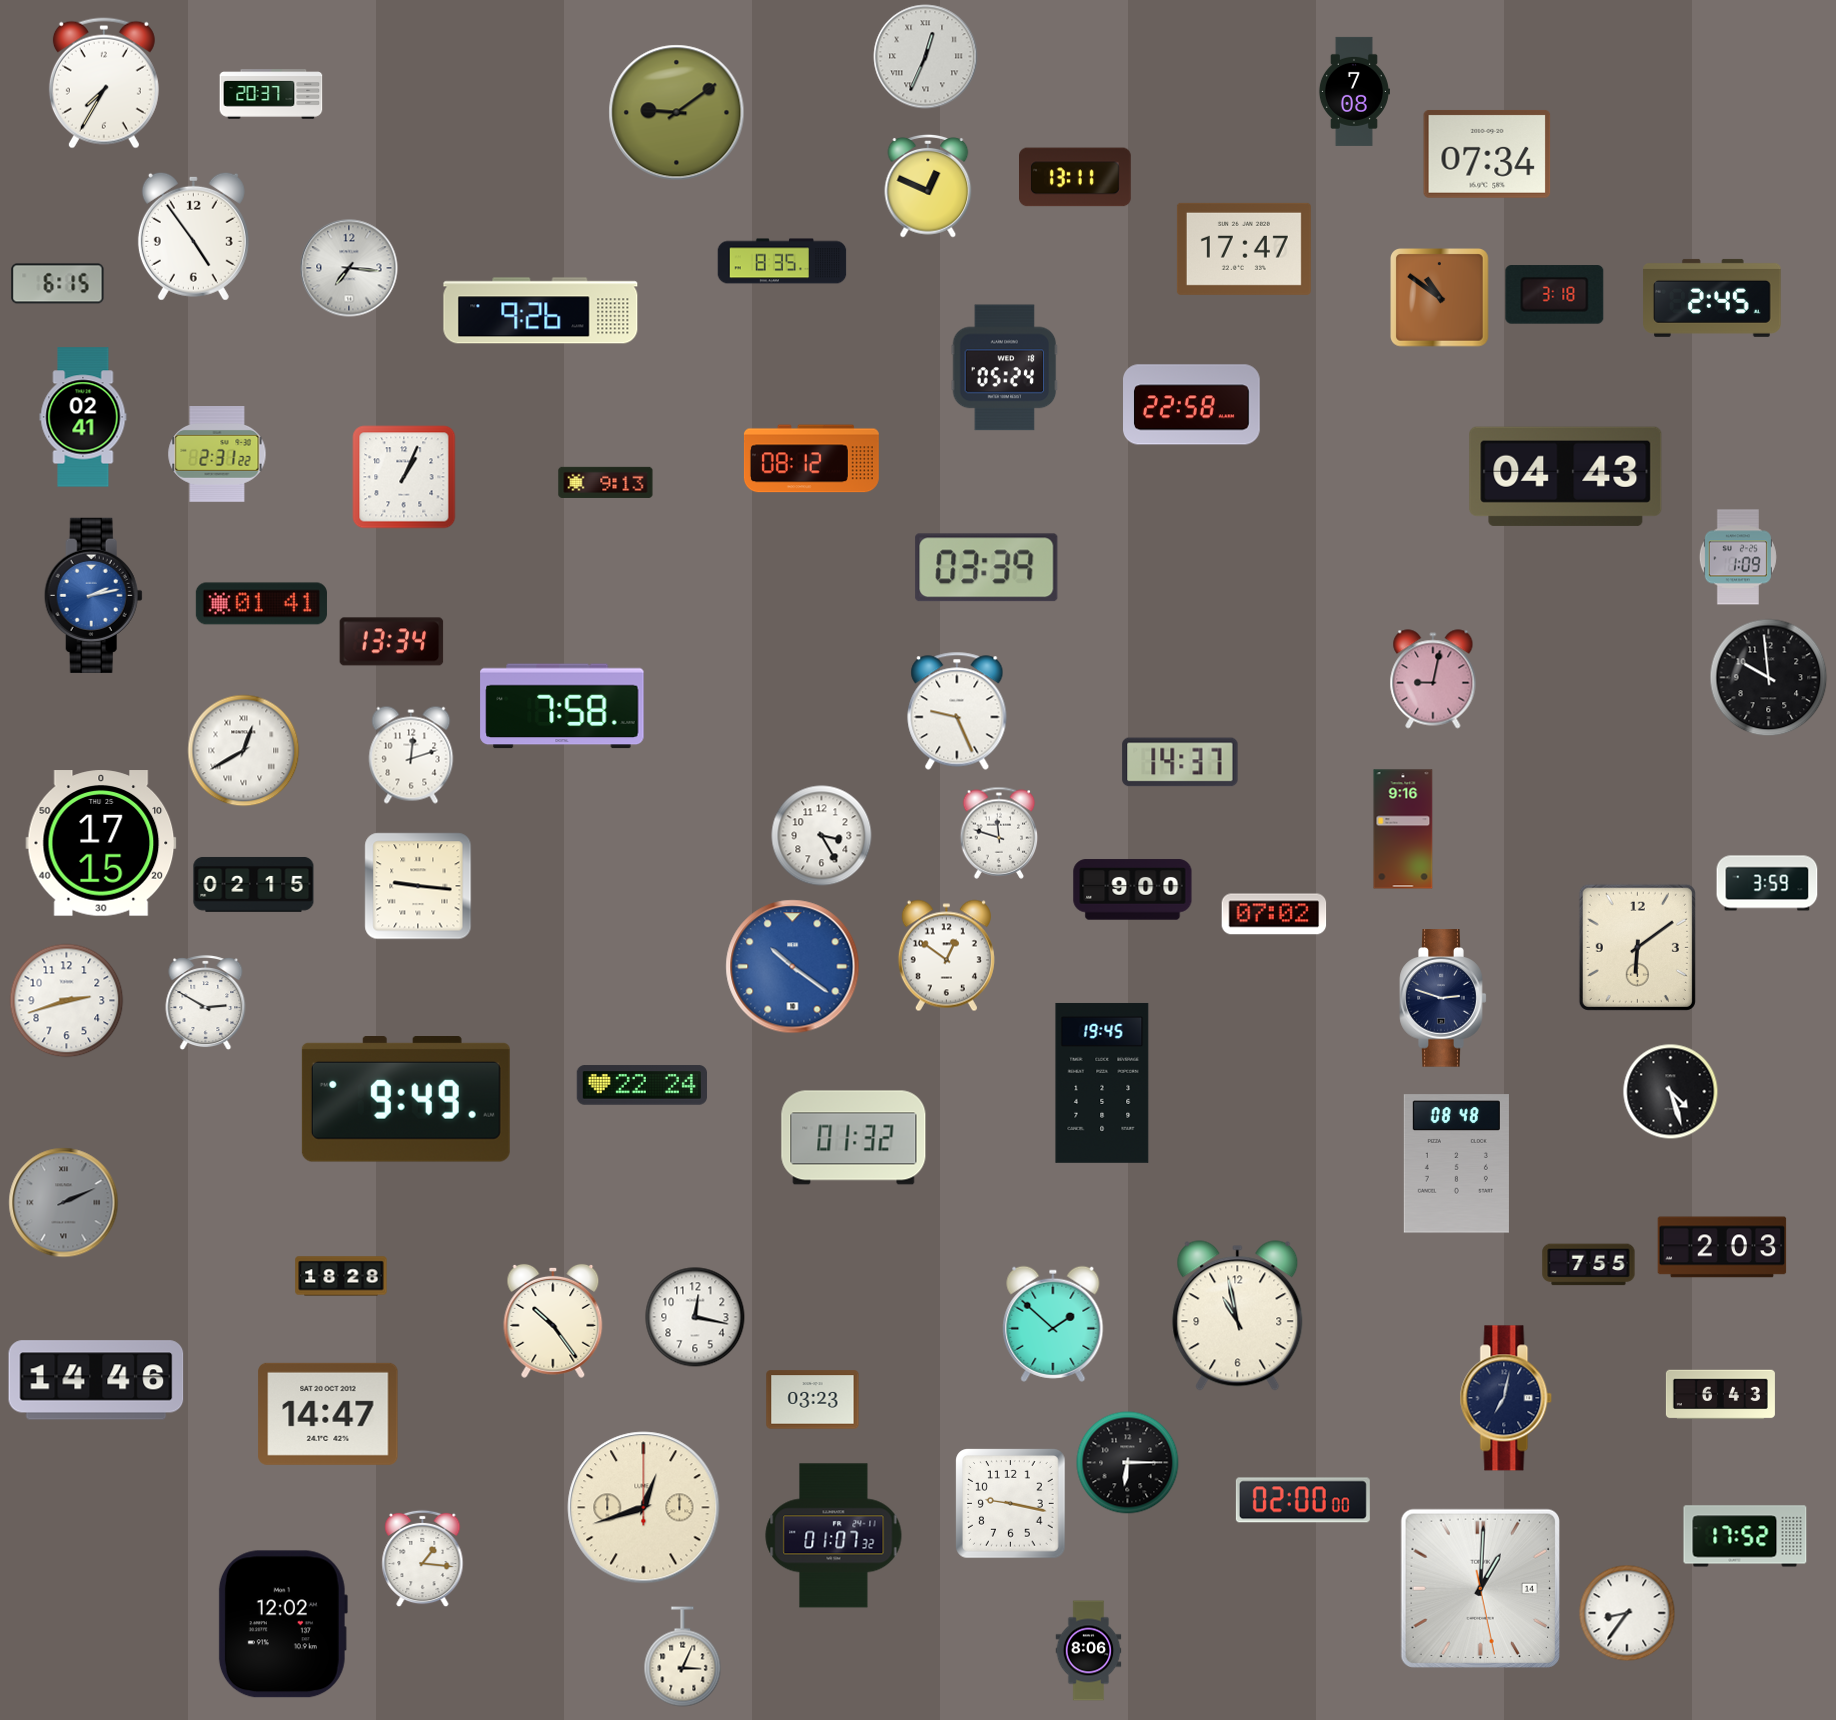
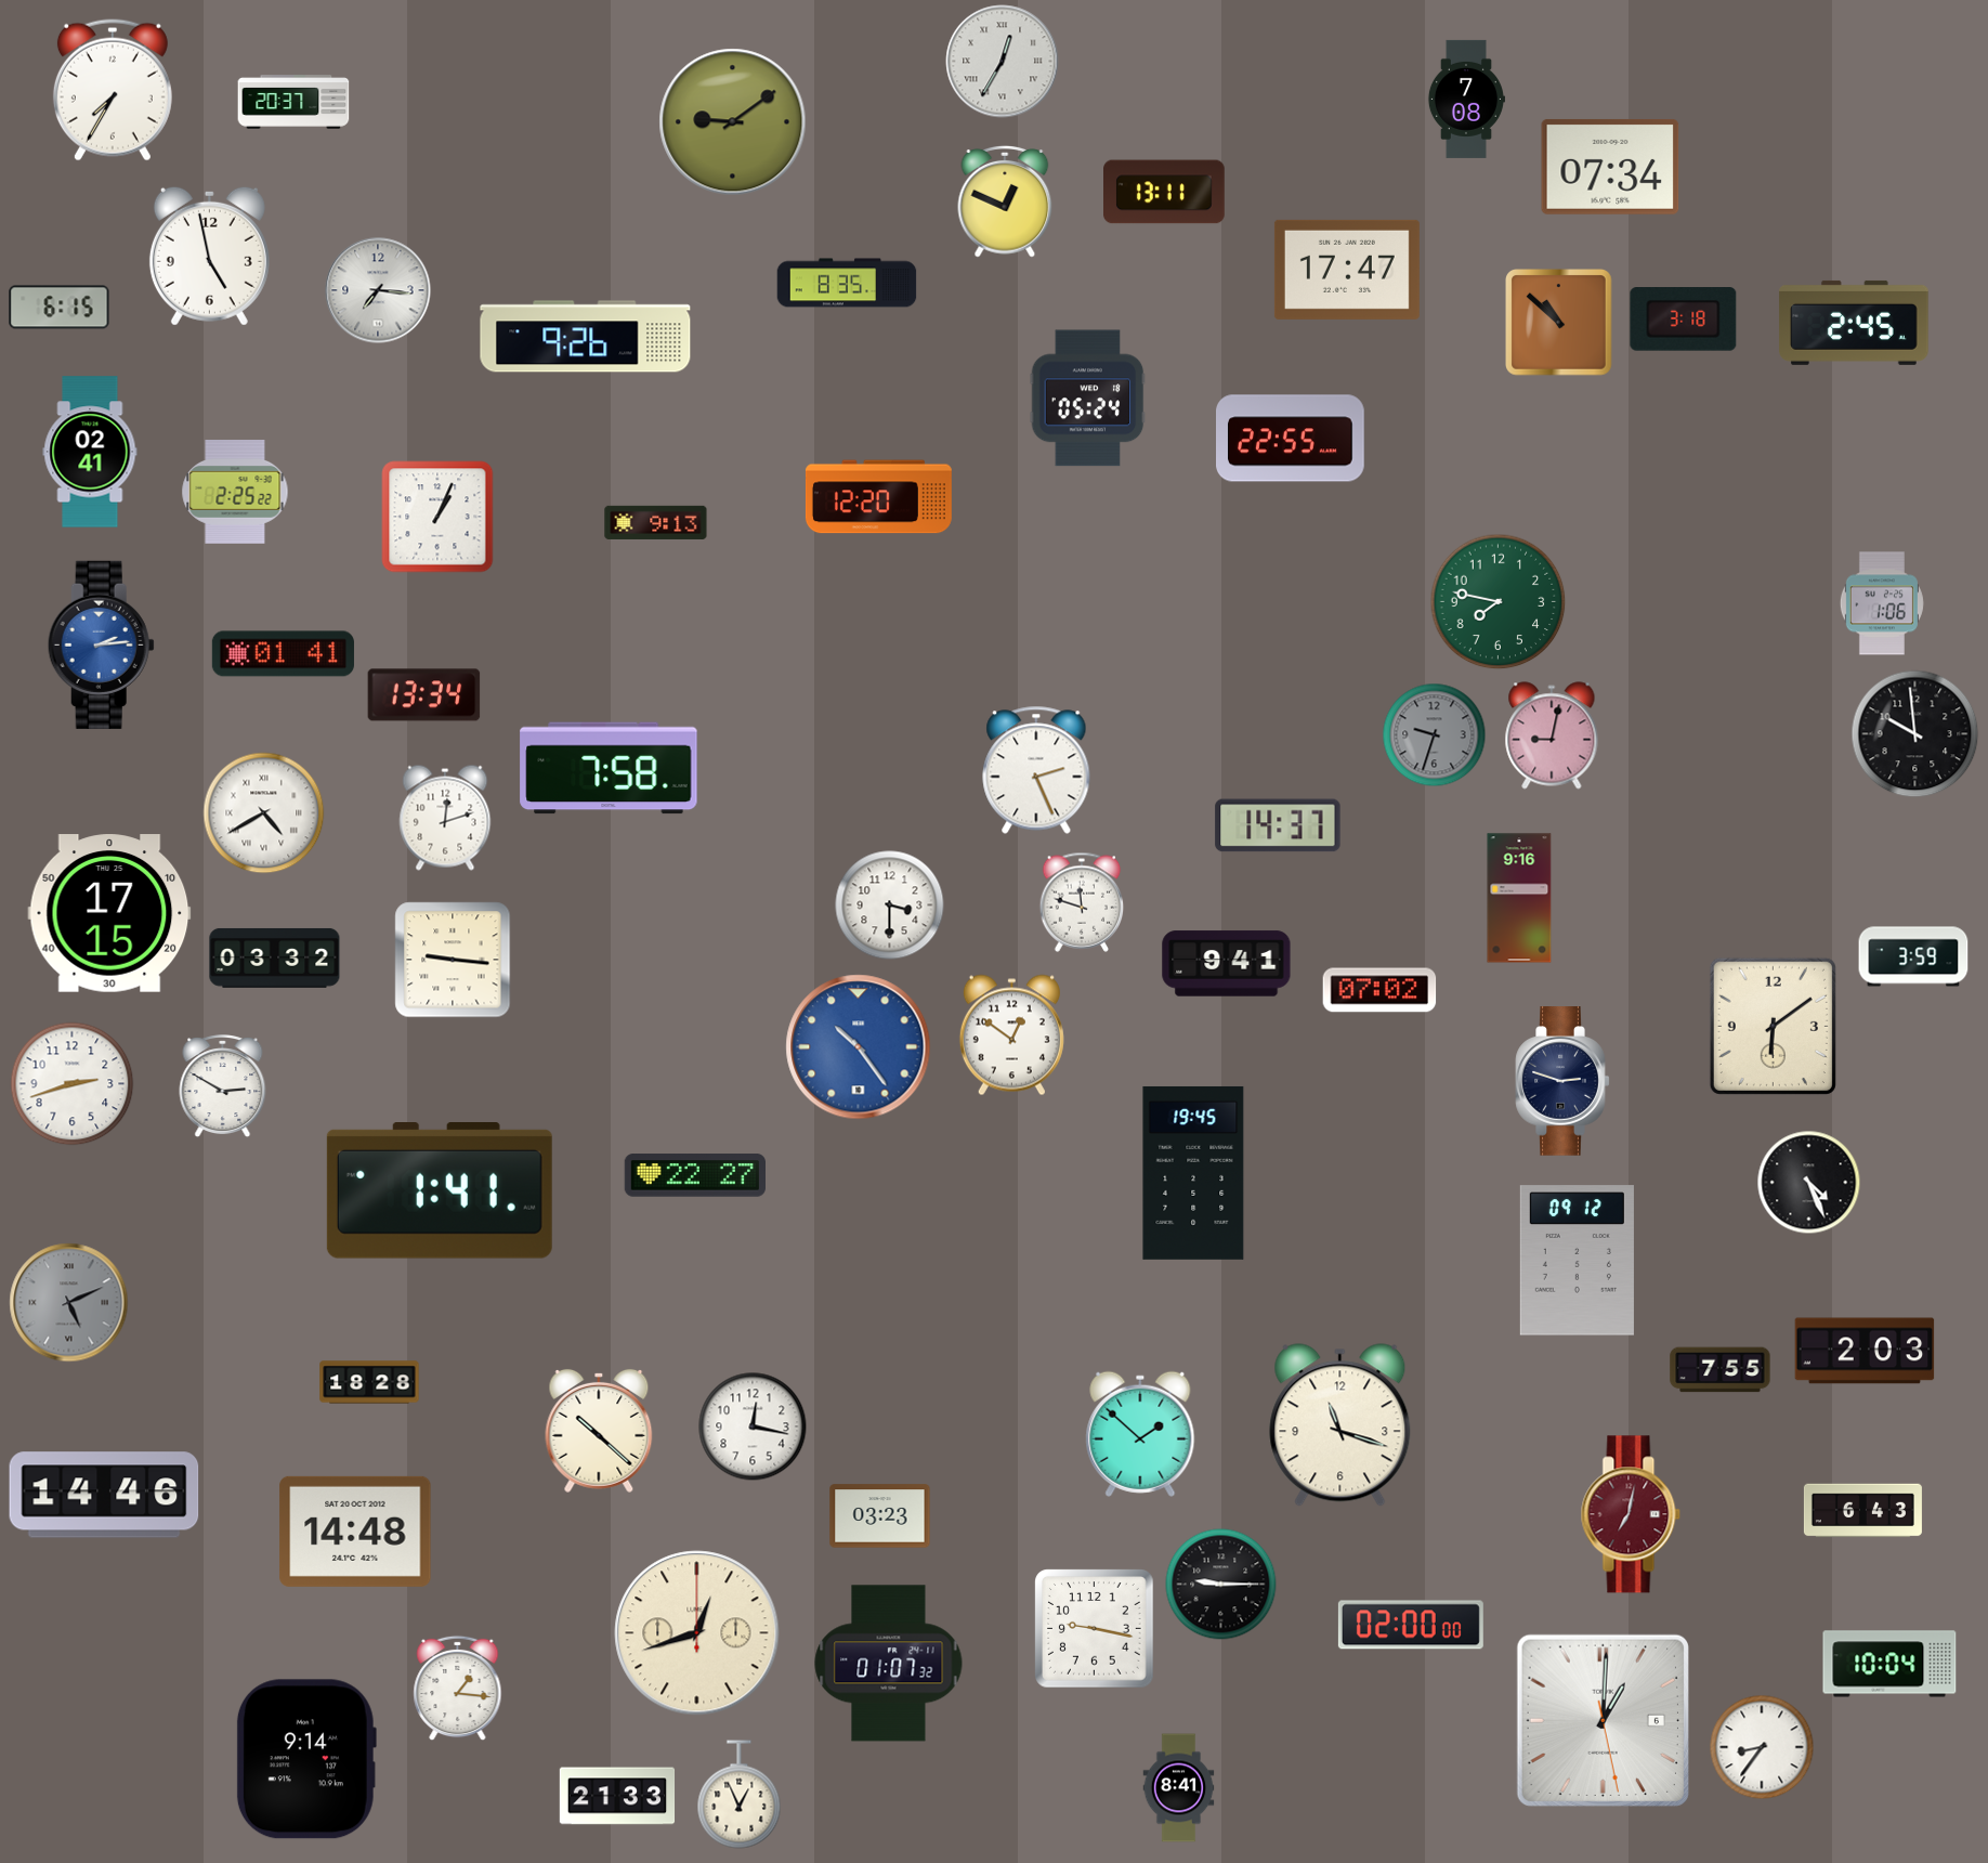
clock at (926, 57): 12:34 -> 12:35
clock at (193, 236): 4:54 -> 4:58
clock at (58, 284) position: (58, 284) -> (60, 308)
clock at (1440, 298): 10:51 -> 10:52
clock at (1192, 405): 22:58 -> 22:55
clock at (217, 455): 2:31 -> 2:25
clock at (811, 459): 08:12 -> 12:20
clock at (1566, 476): 04:43 -> none
clock at (1499, 602): none -> 7:47
clock at (1738, 557): 1:09 -> 1:06
clock at (987, 568): 03:39 -> none
clock at (93, 595): 2:13 -> 2:14
clock at (1435, 735): none -> 9:33
clock at (562, 706) position: (562, 706) -> (609, 768)
clock at (957, 711): 9:26 -> 2:26
clock at (244, 751): 12:40 -> 4:40
clock at (822, 836): 3:25 -> 3:30
clock at (254, 885): 02:15 -> 03:32
clock at (1133, 890): 9:00 -> 9:41
clock at (946, 956) position: (946, 956) -> (1011, 1035)
clock at (793, 967): 10:21 -> 10:24
clock at (641, 1085): 22:24 -> 22:27
clock at (1671, 1092): 4:27 -> 4:26
clock at (406, 1100): 9:49 -> 1:41
clock at (854, 1138): 01:32 -> none
clock at (1456, 1164): 08:48 -> 09:12
clock at (64, 1203): 2:11 -> 5:11
clock at (1238, 1316): 10:58 -> 11:18
clock at (553, 1321): 10:24 -> 10:22
clock at (1506, 1398) dial: navy -> burgundy
clock at (328, 1414): 14:47 -> 14:48
clock at (1128, 1463): 6:15 -> 9:15
clock at (834, 1536) position: (834, 1536) -> (889, 1664)
clock at (1745, 1536): 17:52 -> 10:04
clock at (1480, 1588) date: 14 -> 6
clock at (283, 1624): 12:02 -> 9:14
clock at (1089, 1651): 8:06 -> 8:41
clock at (683, 1657): 3:04 -> 12:56
clock at (617, 1796): none -> 21:33
